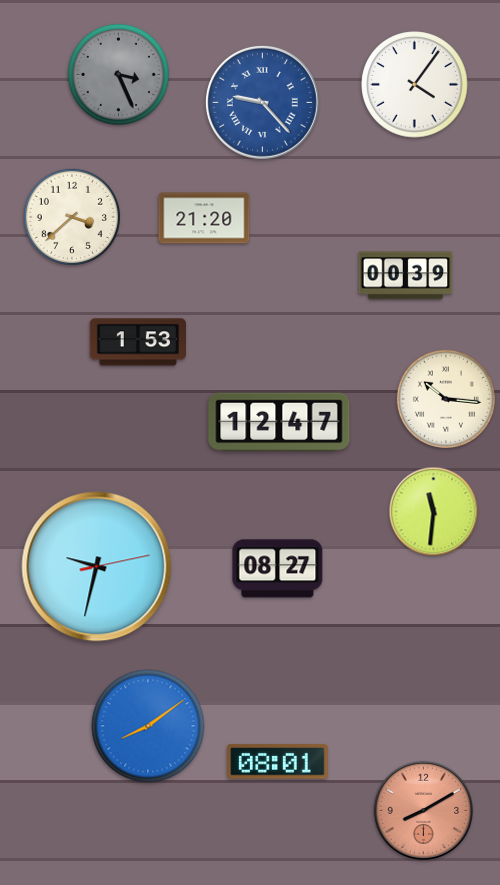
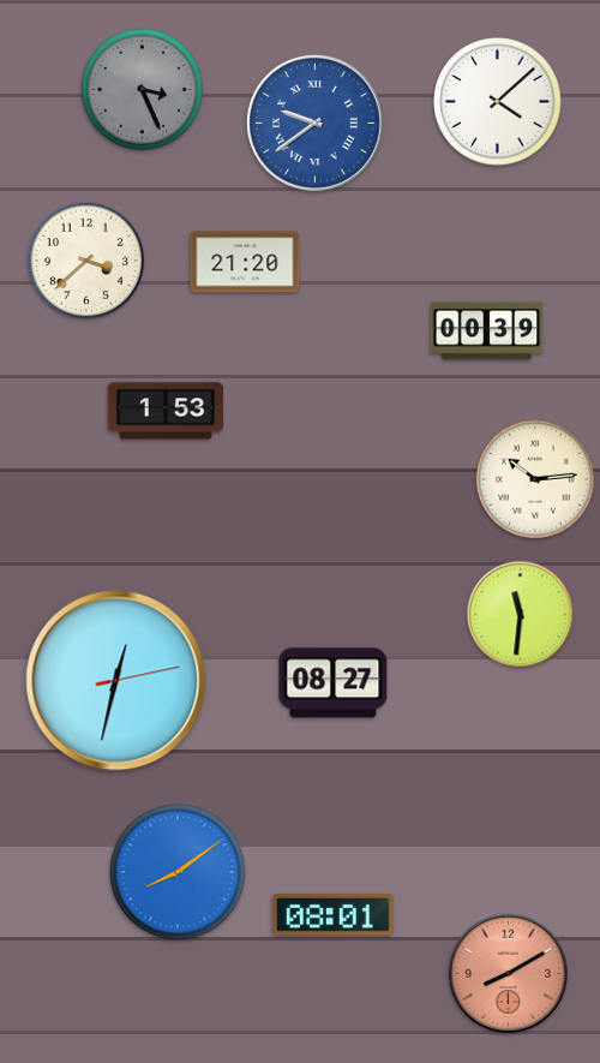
clock at (415, 85): 4:06 -> 4:08
clock at (262, 102): 9:23 -> 9:39
clock at (446, 399): 10:16 -> 10:14
clock at (279, 422): 12:47 -> none
clock at (97, 567): 9:32 -> 12:32
